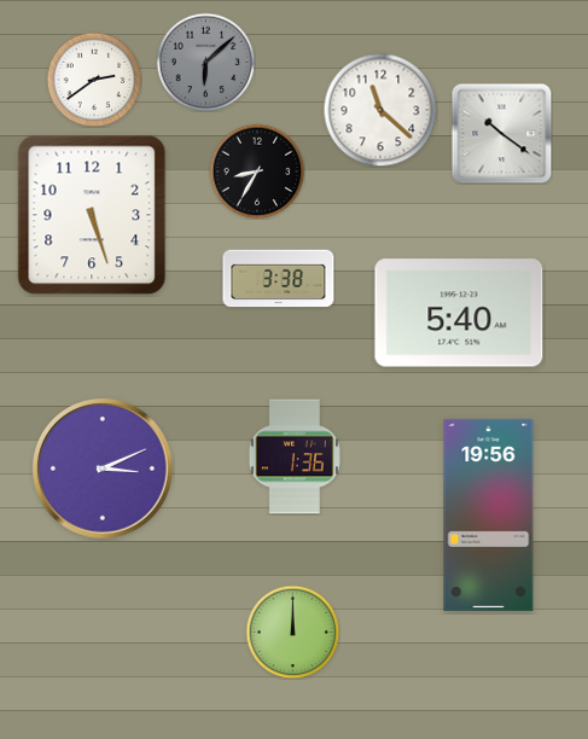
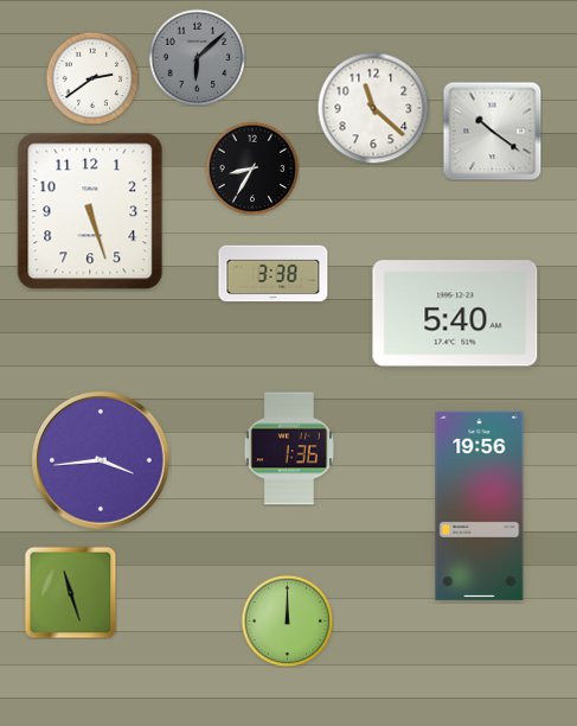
clock at (205, 62) position: (205, 62) -> (197, 57)
clock at (459, 313) position: (459, 313) -> (455, 313)
clock at (103, 469): 3:11 -> 3:44
clock at (70, 592): none -> 11:27
